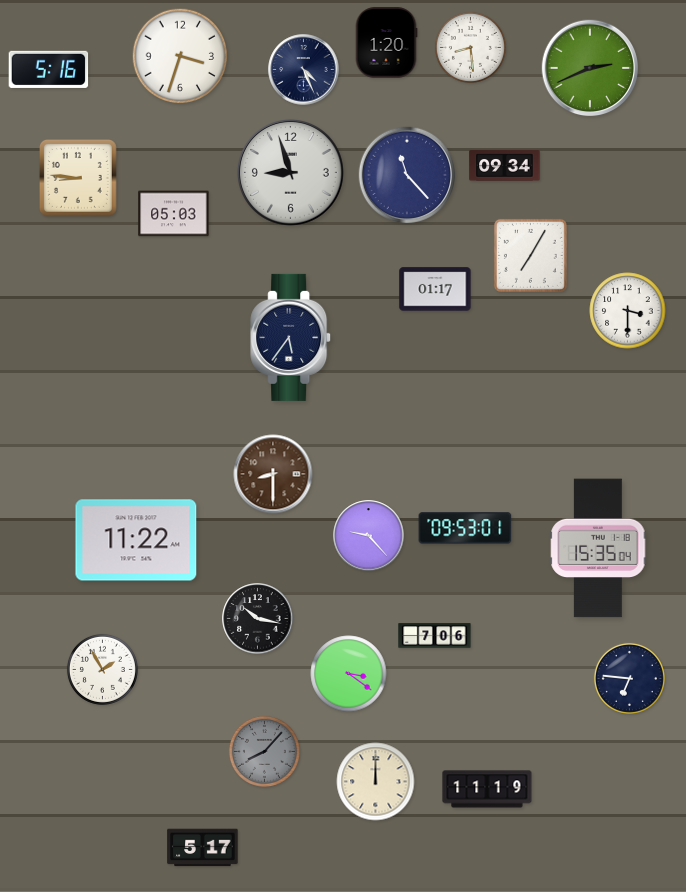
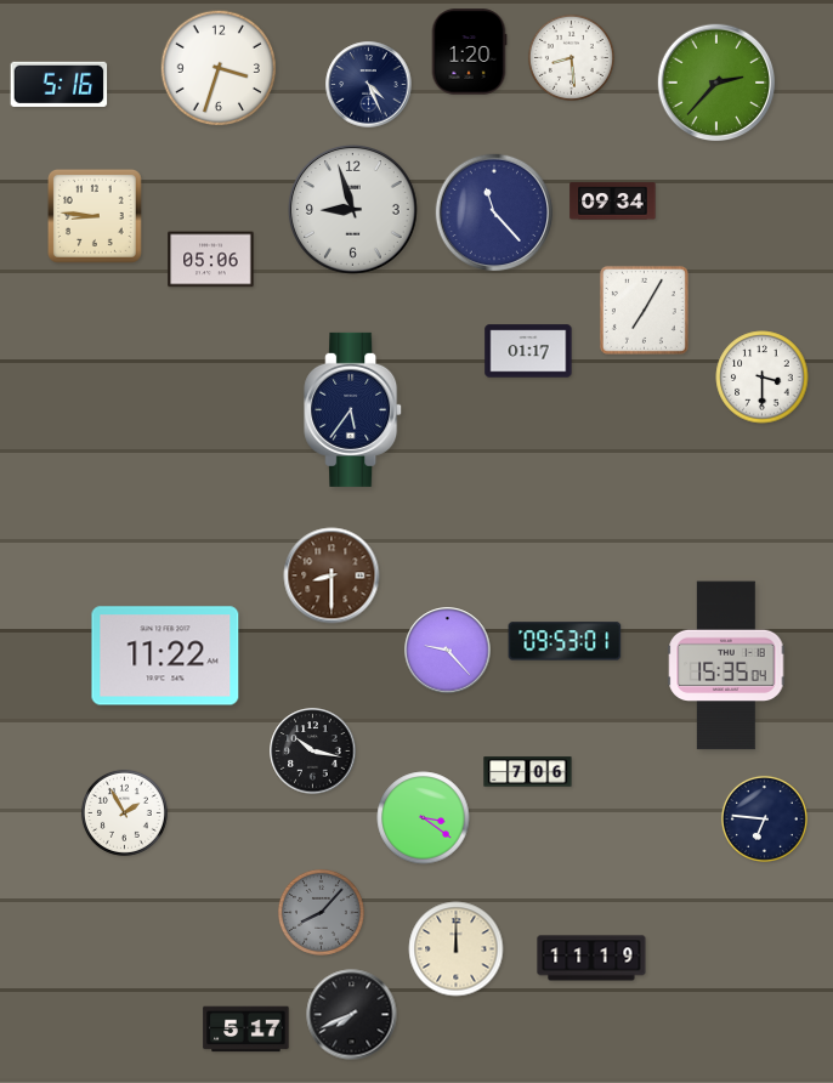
clock at (590, 68): 2:41 -> 2:37
clock at (174, 214): 05:03 -> 05:06
clock at (629, 678) position: (629, 678) -> (764, 818)
clock at (352, 1015): none -> 7:41
